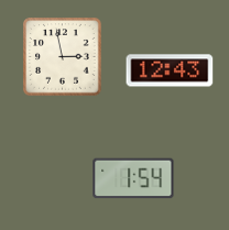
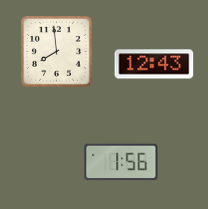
clock at (63, 57): 2:58 -> 7:59
clock at (133, 178): 1:54 -> 1:56
